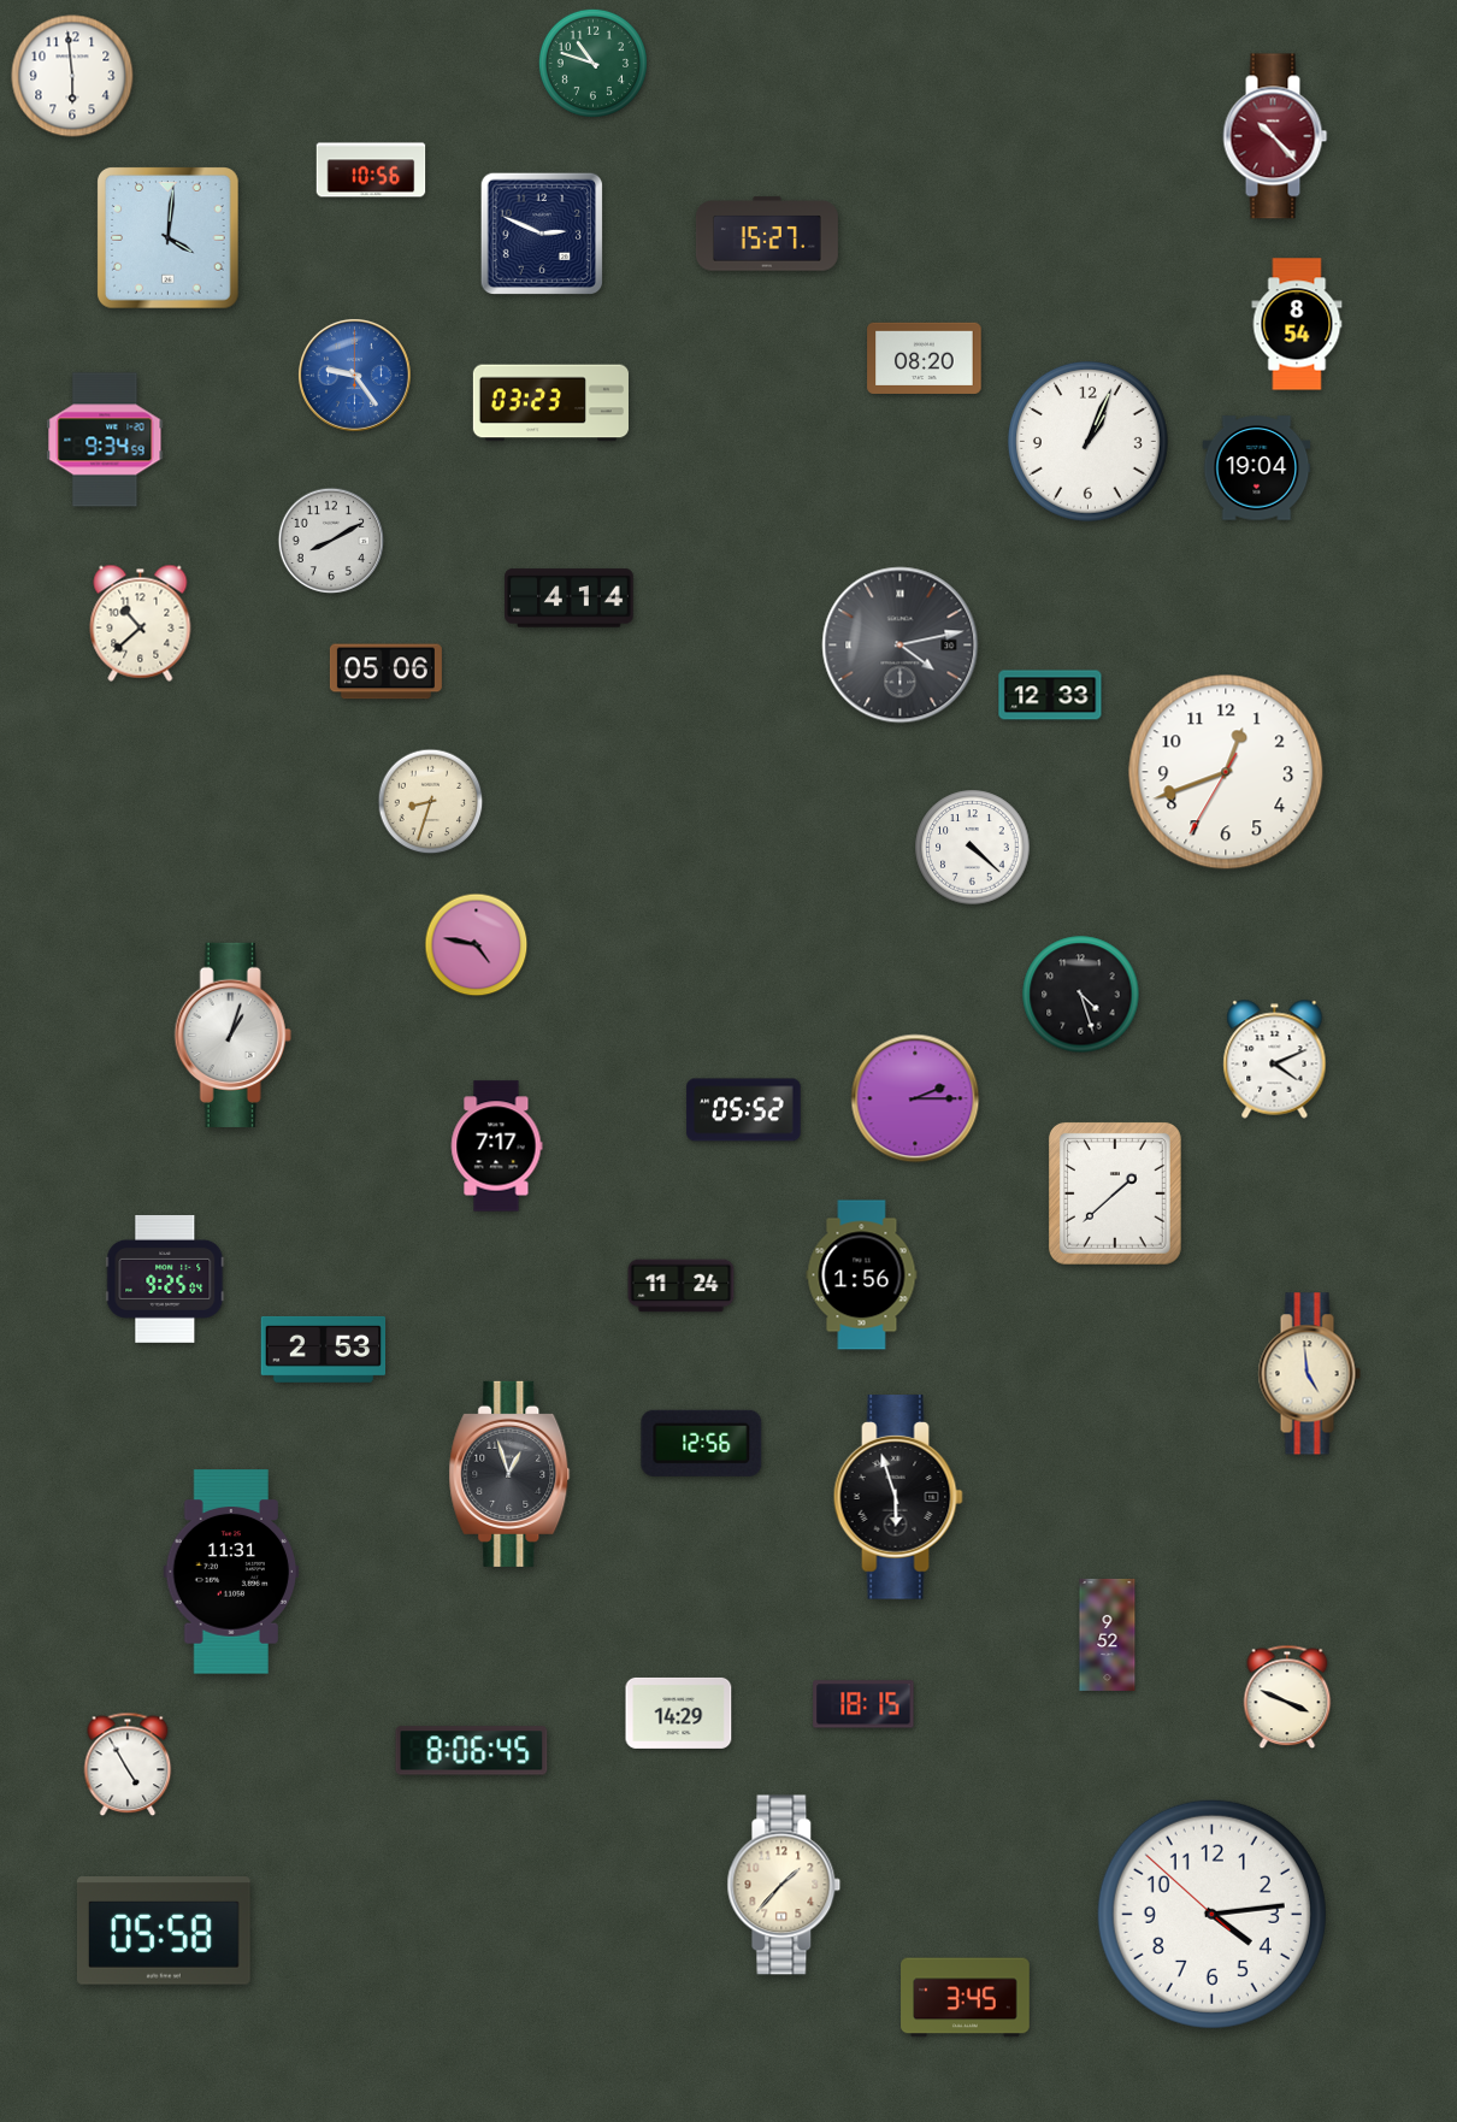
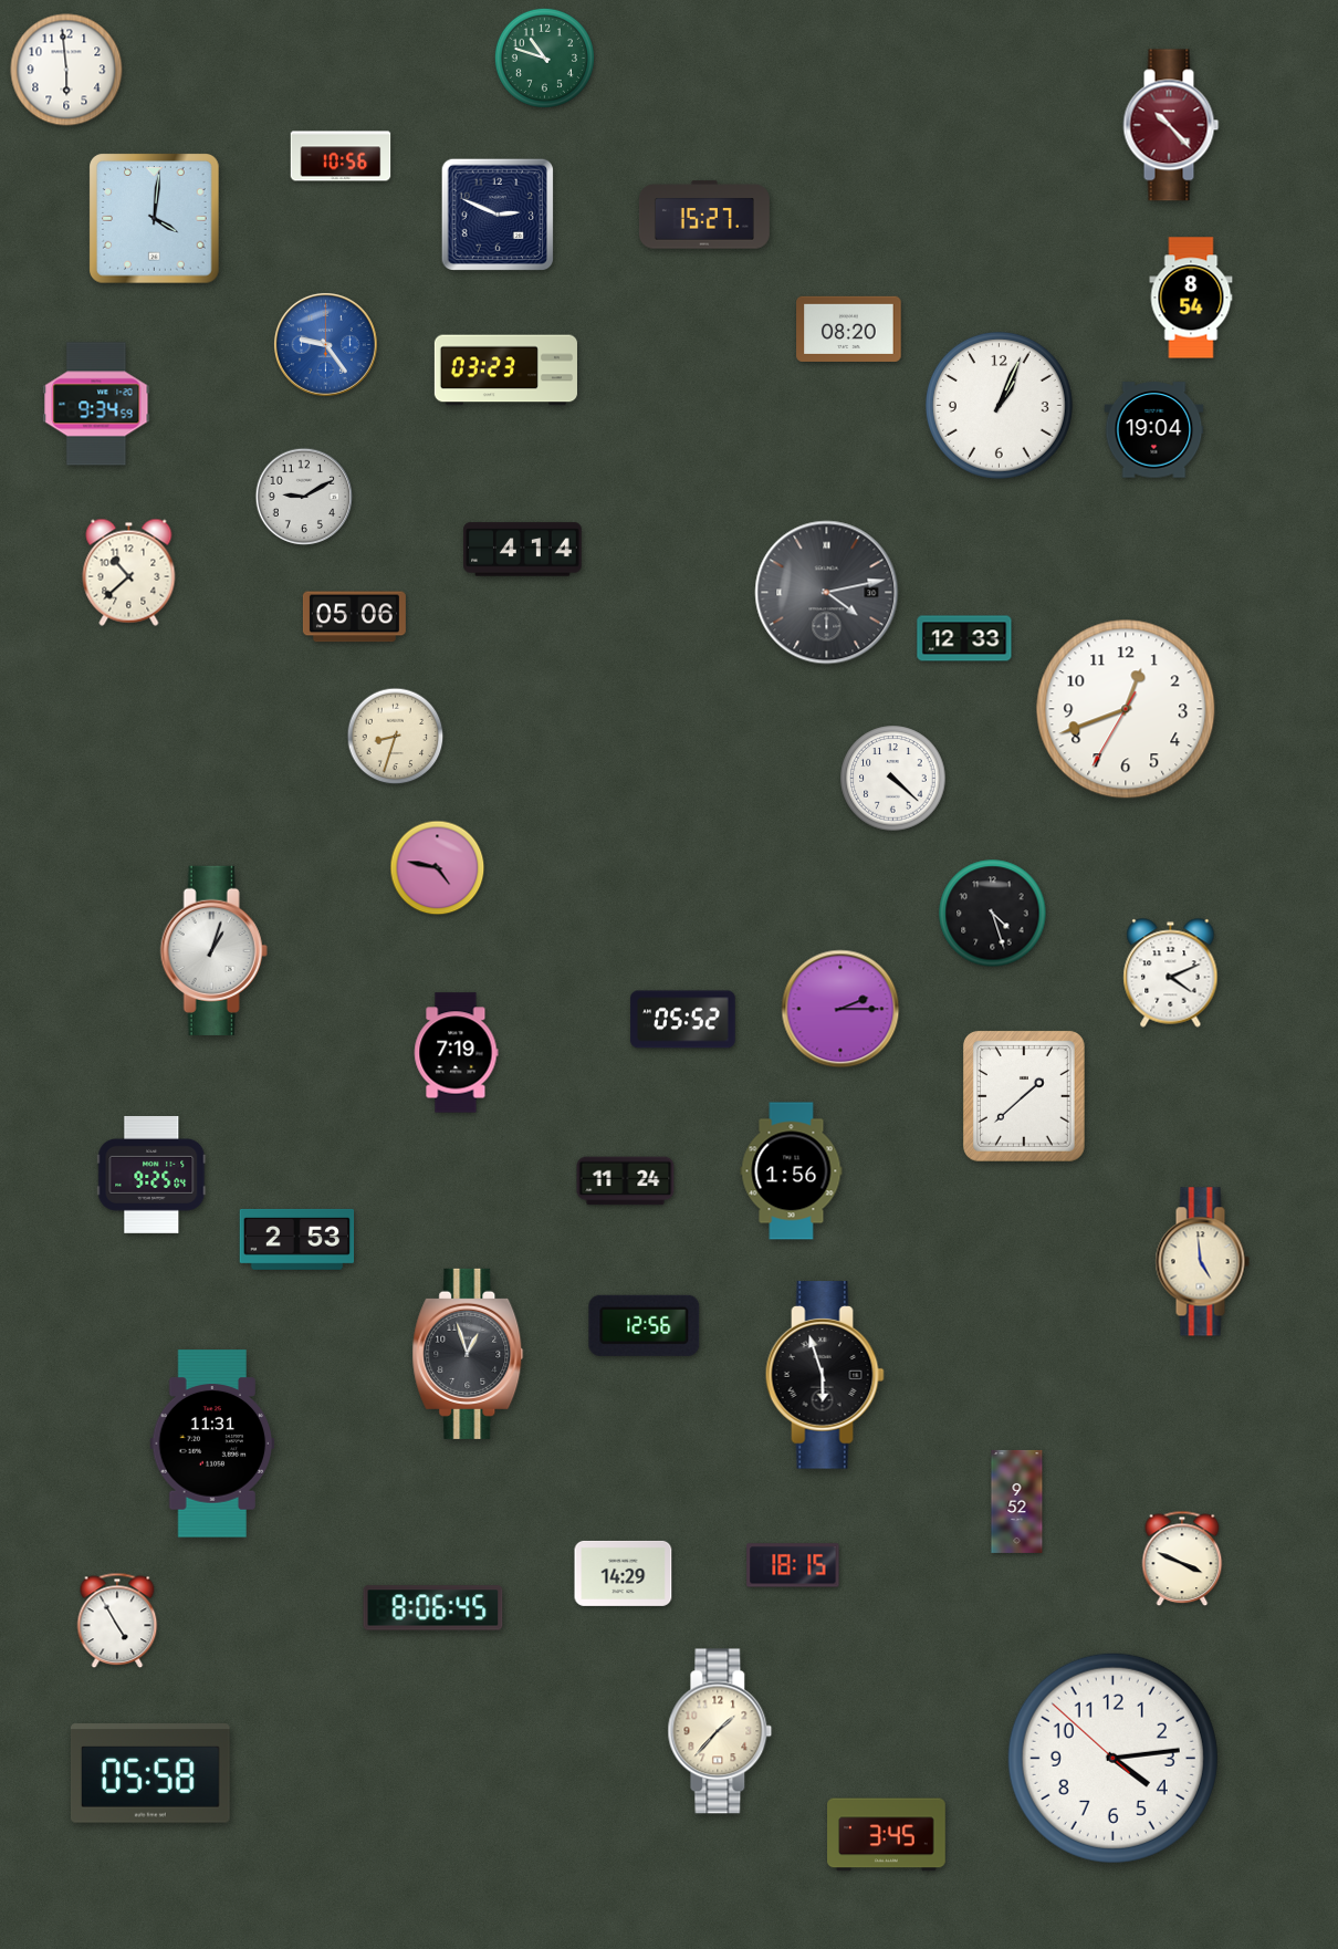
clock at (331, 541): 8:10 -> 9:10
clock at (496, 1147): 7:17 -> 7:19
